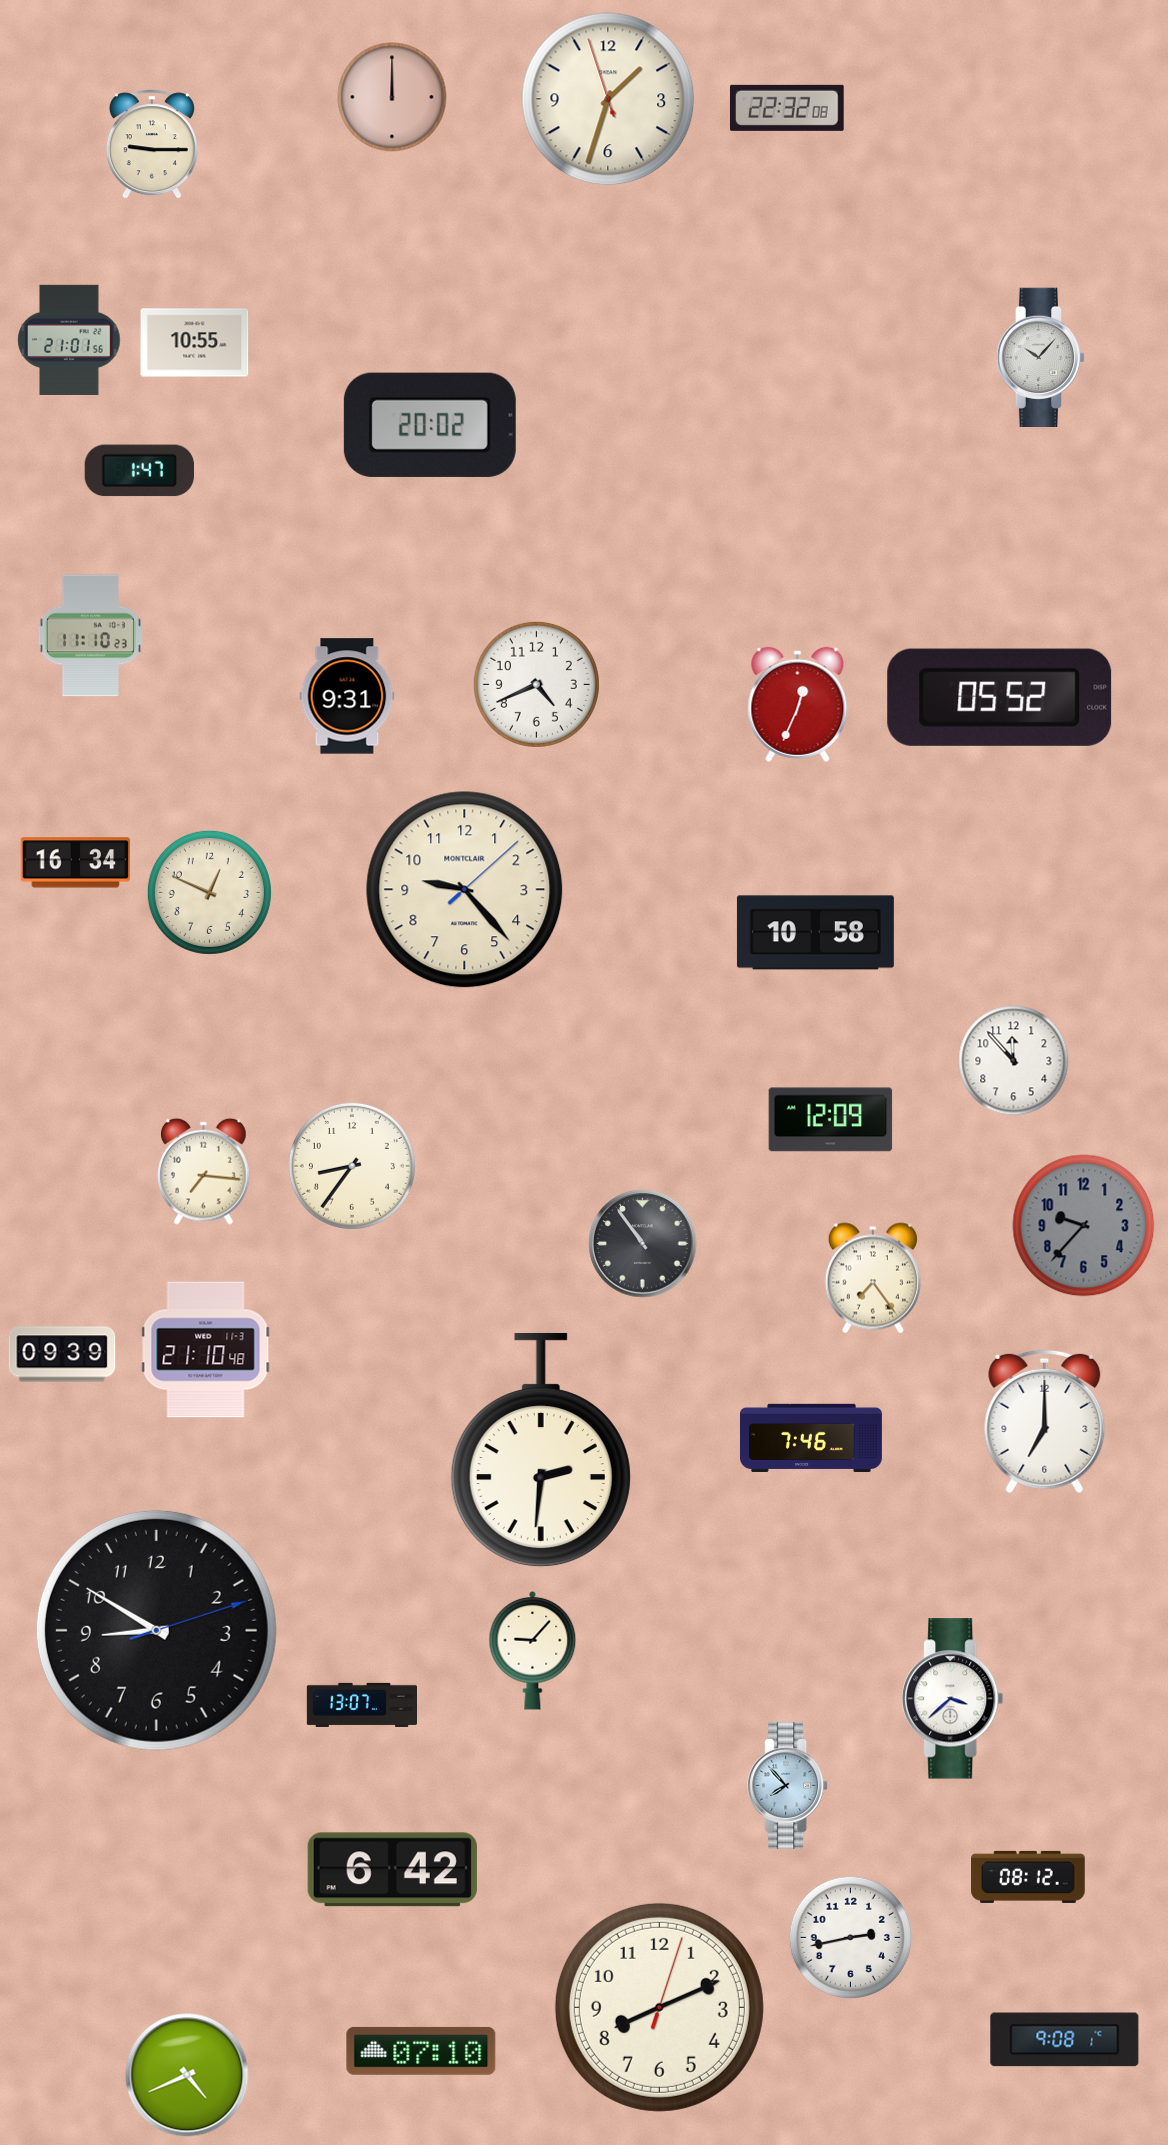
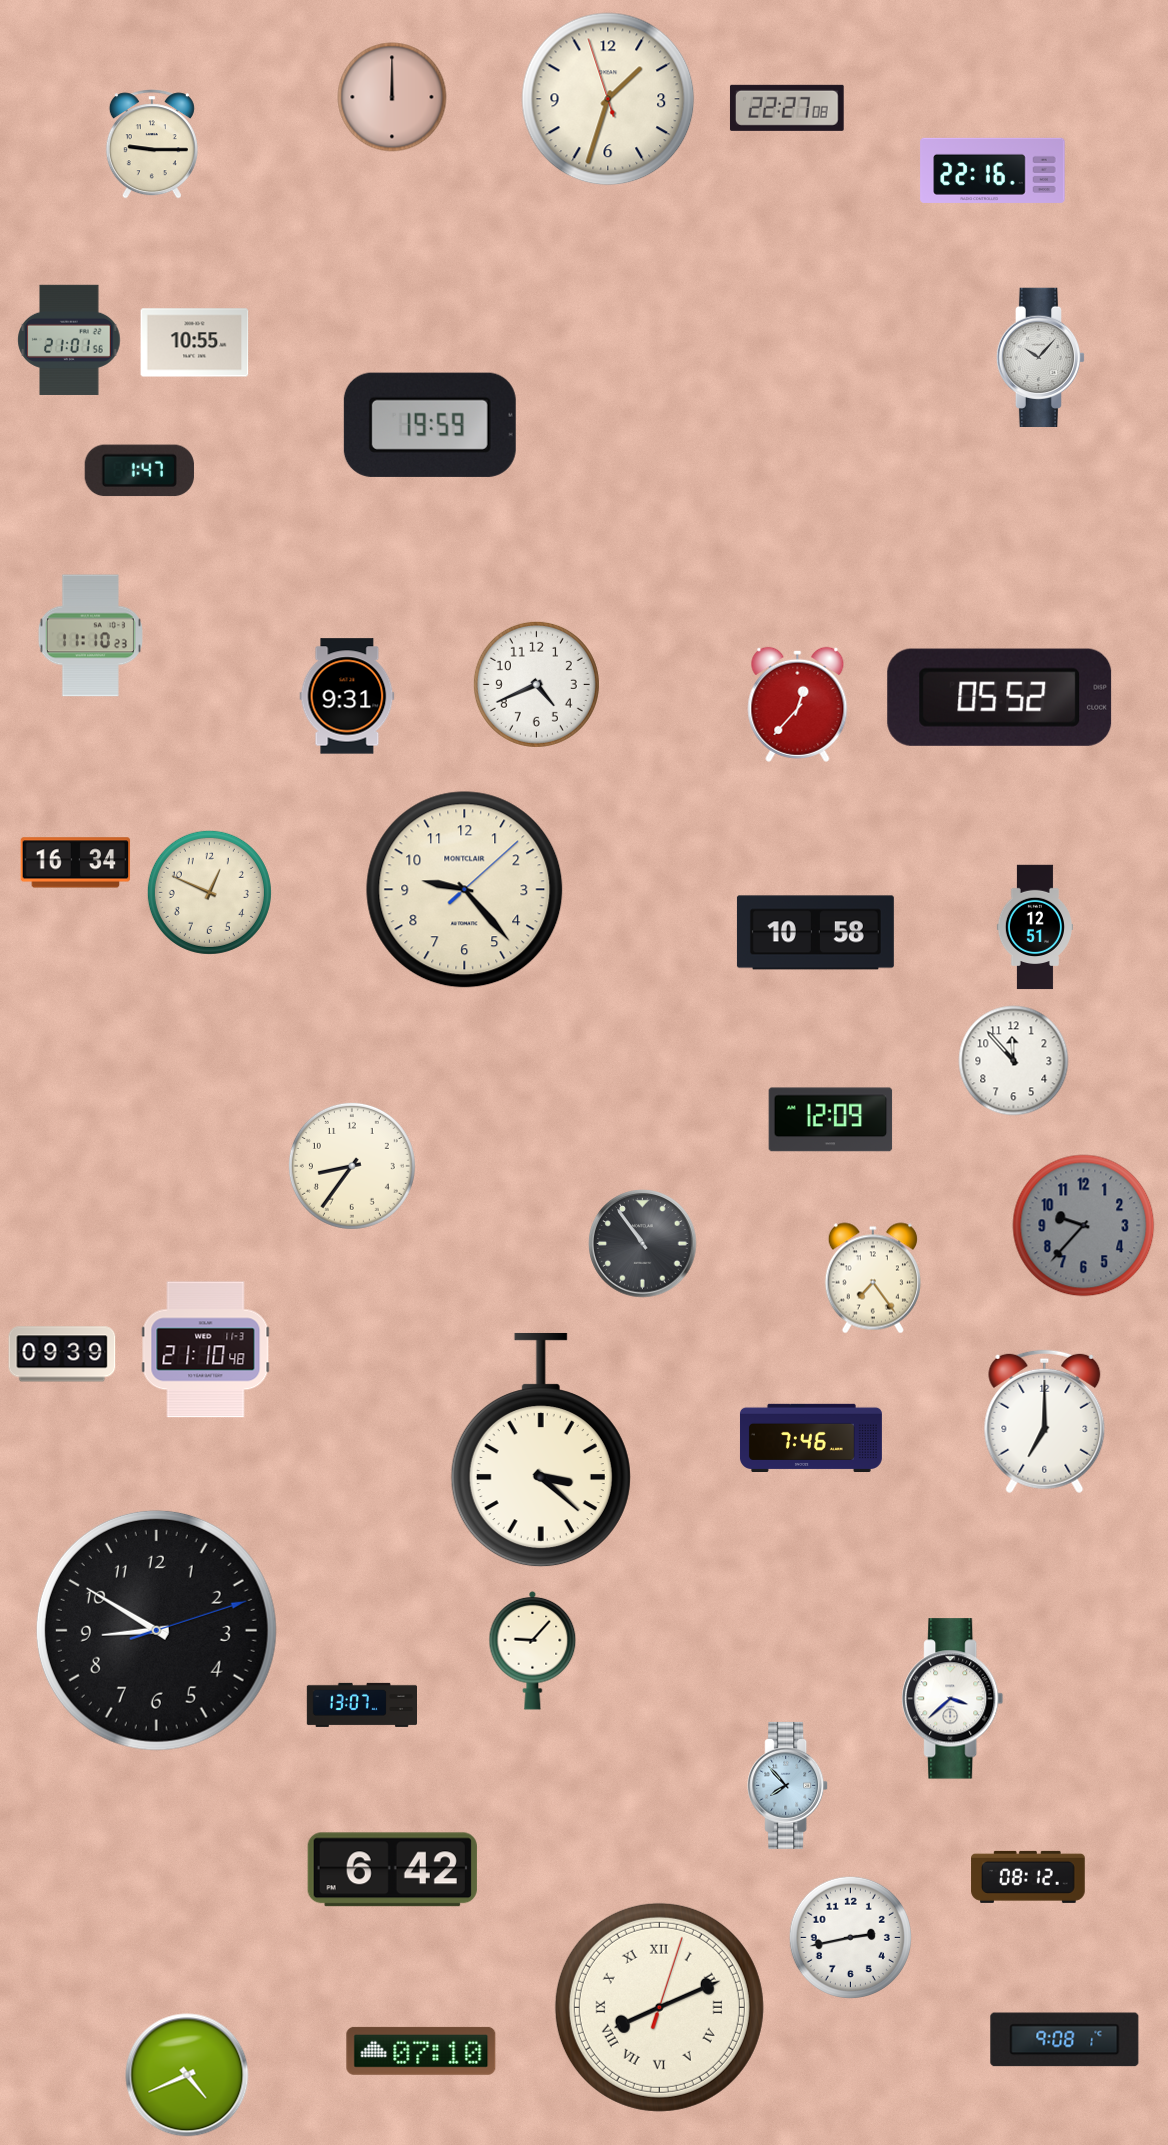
clock at (787, 108): 22:32 -> 22:27
clock at (993, 170): none -> 22:16
clock at (430, 425): 20:02 -> 19:59
clock at (798, 704): 12:34 -> 12:37
clock at (1035, 927): none -> 12:51
clock at (204, 1171): 7:16 -> none
clock at (541, 1450): 2:31 -> 3:22
clock at (659, 2007) numerals: Arabic -> Roman
